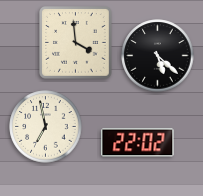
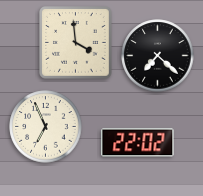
clock at (158, 56): 5:22 -> 7:22
clock at (46, 127): 6:58 -> 6:56
